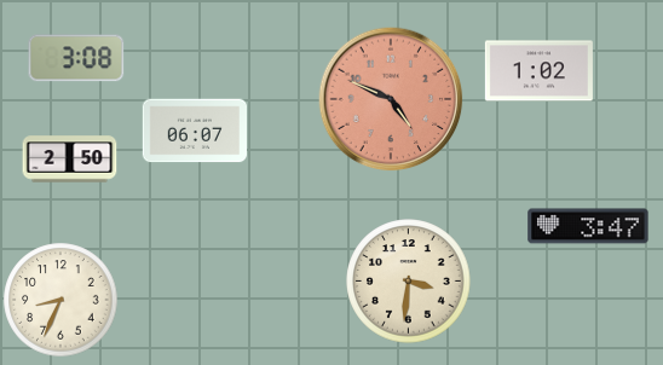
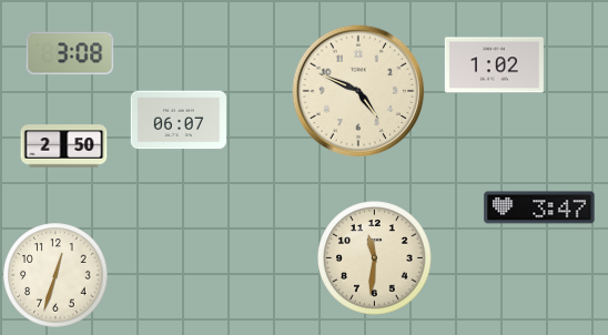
clock at (391, 99) dial: salmon -> cream
clock at (409, 282): 3:31 -> 11:31
clock at (60, 300): 8:34 -> 12:33
